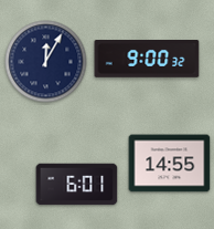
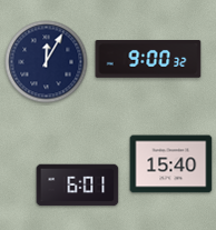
clock at (170, 164): 14:55 -> 15:40
